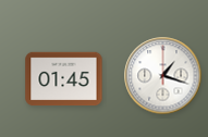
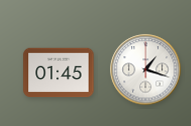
clock at (163, 76) position: (163, 76) -> (146, 70)
